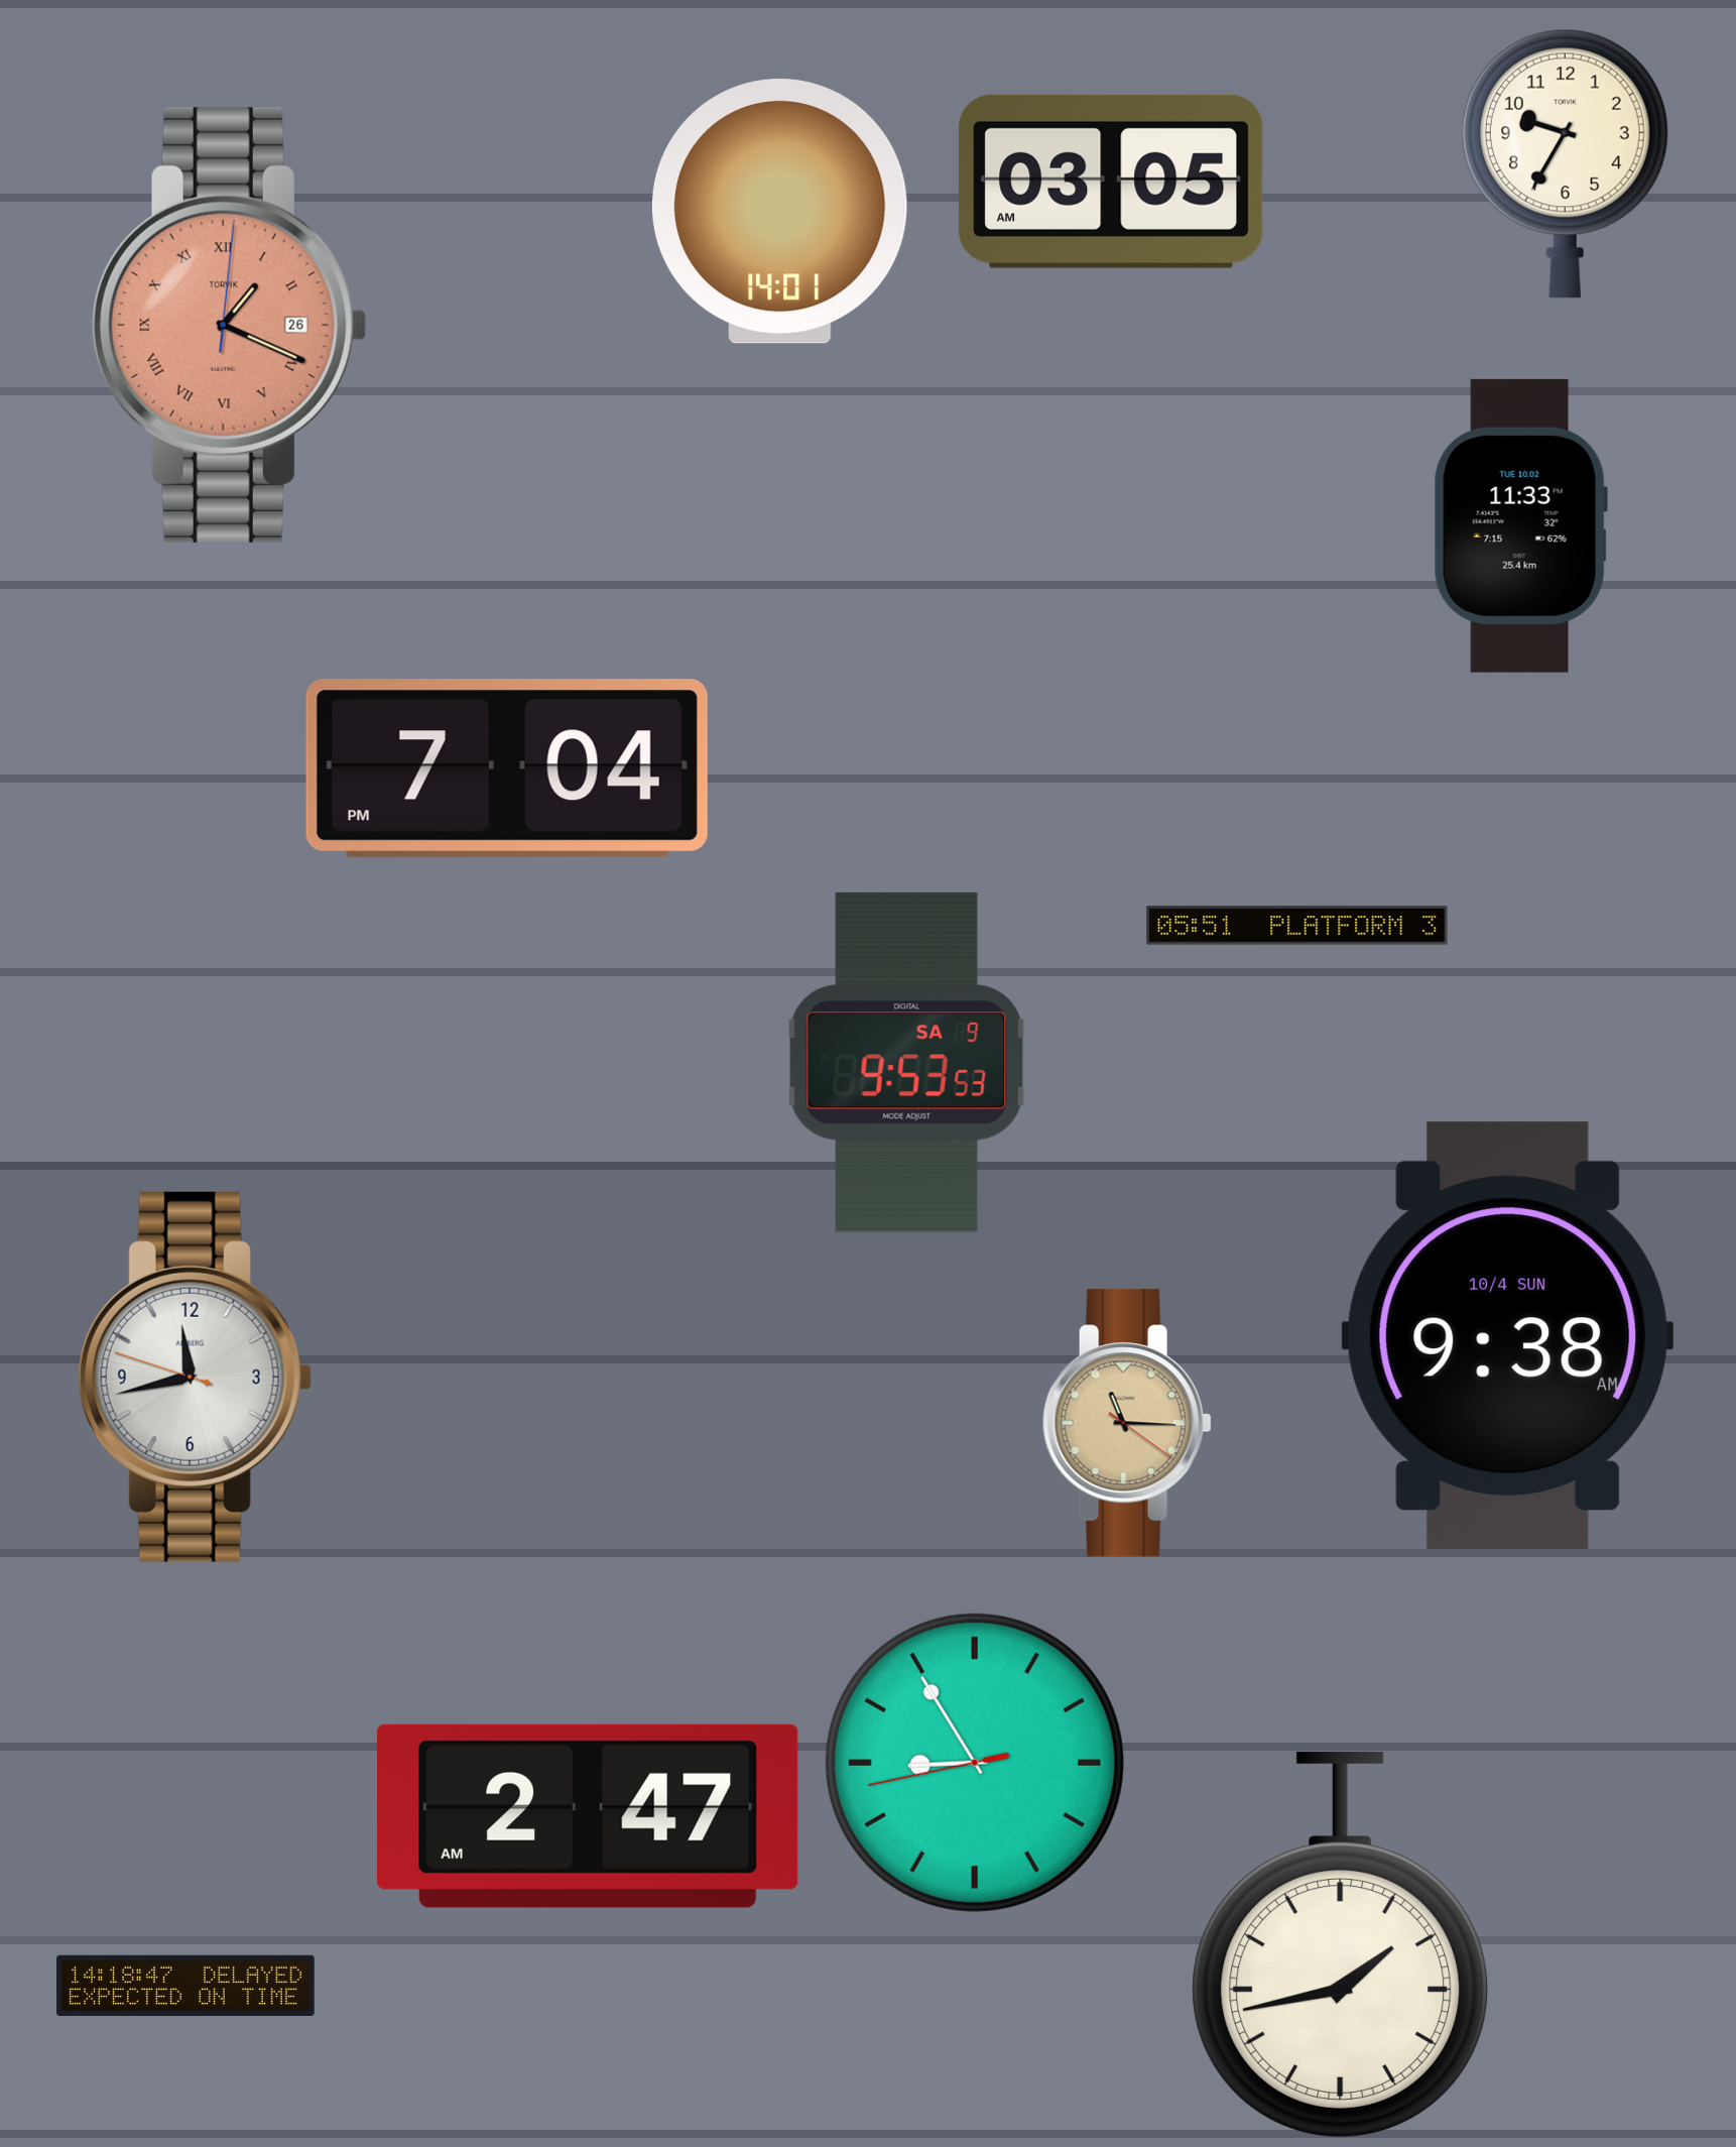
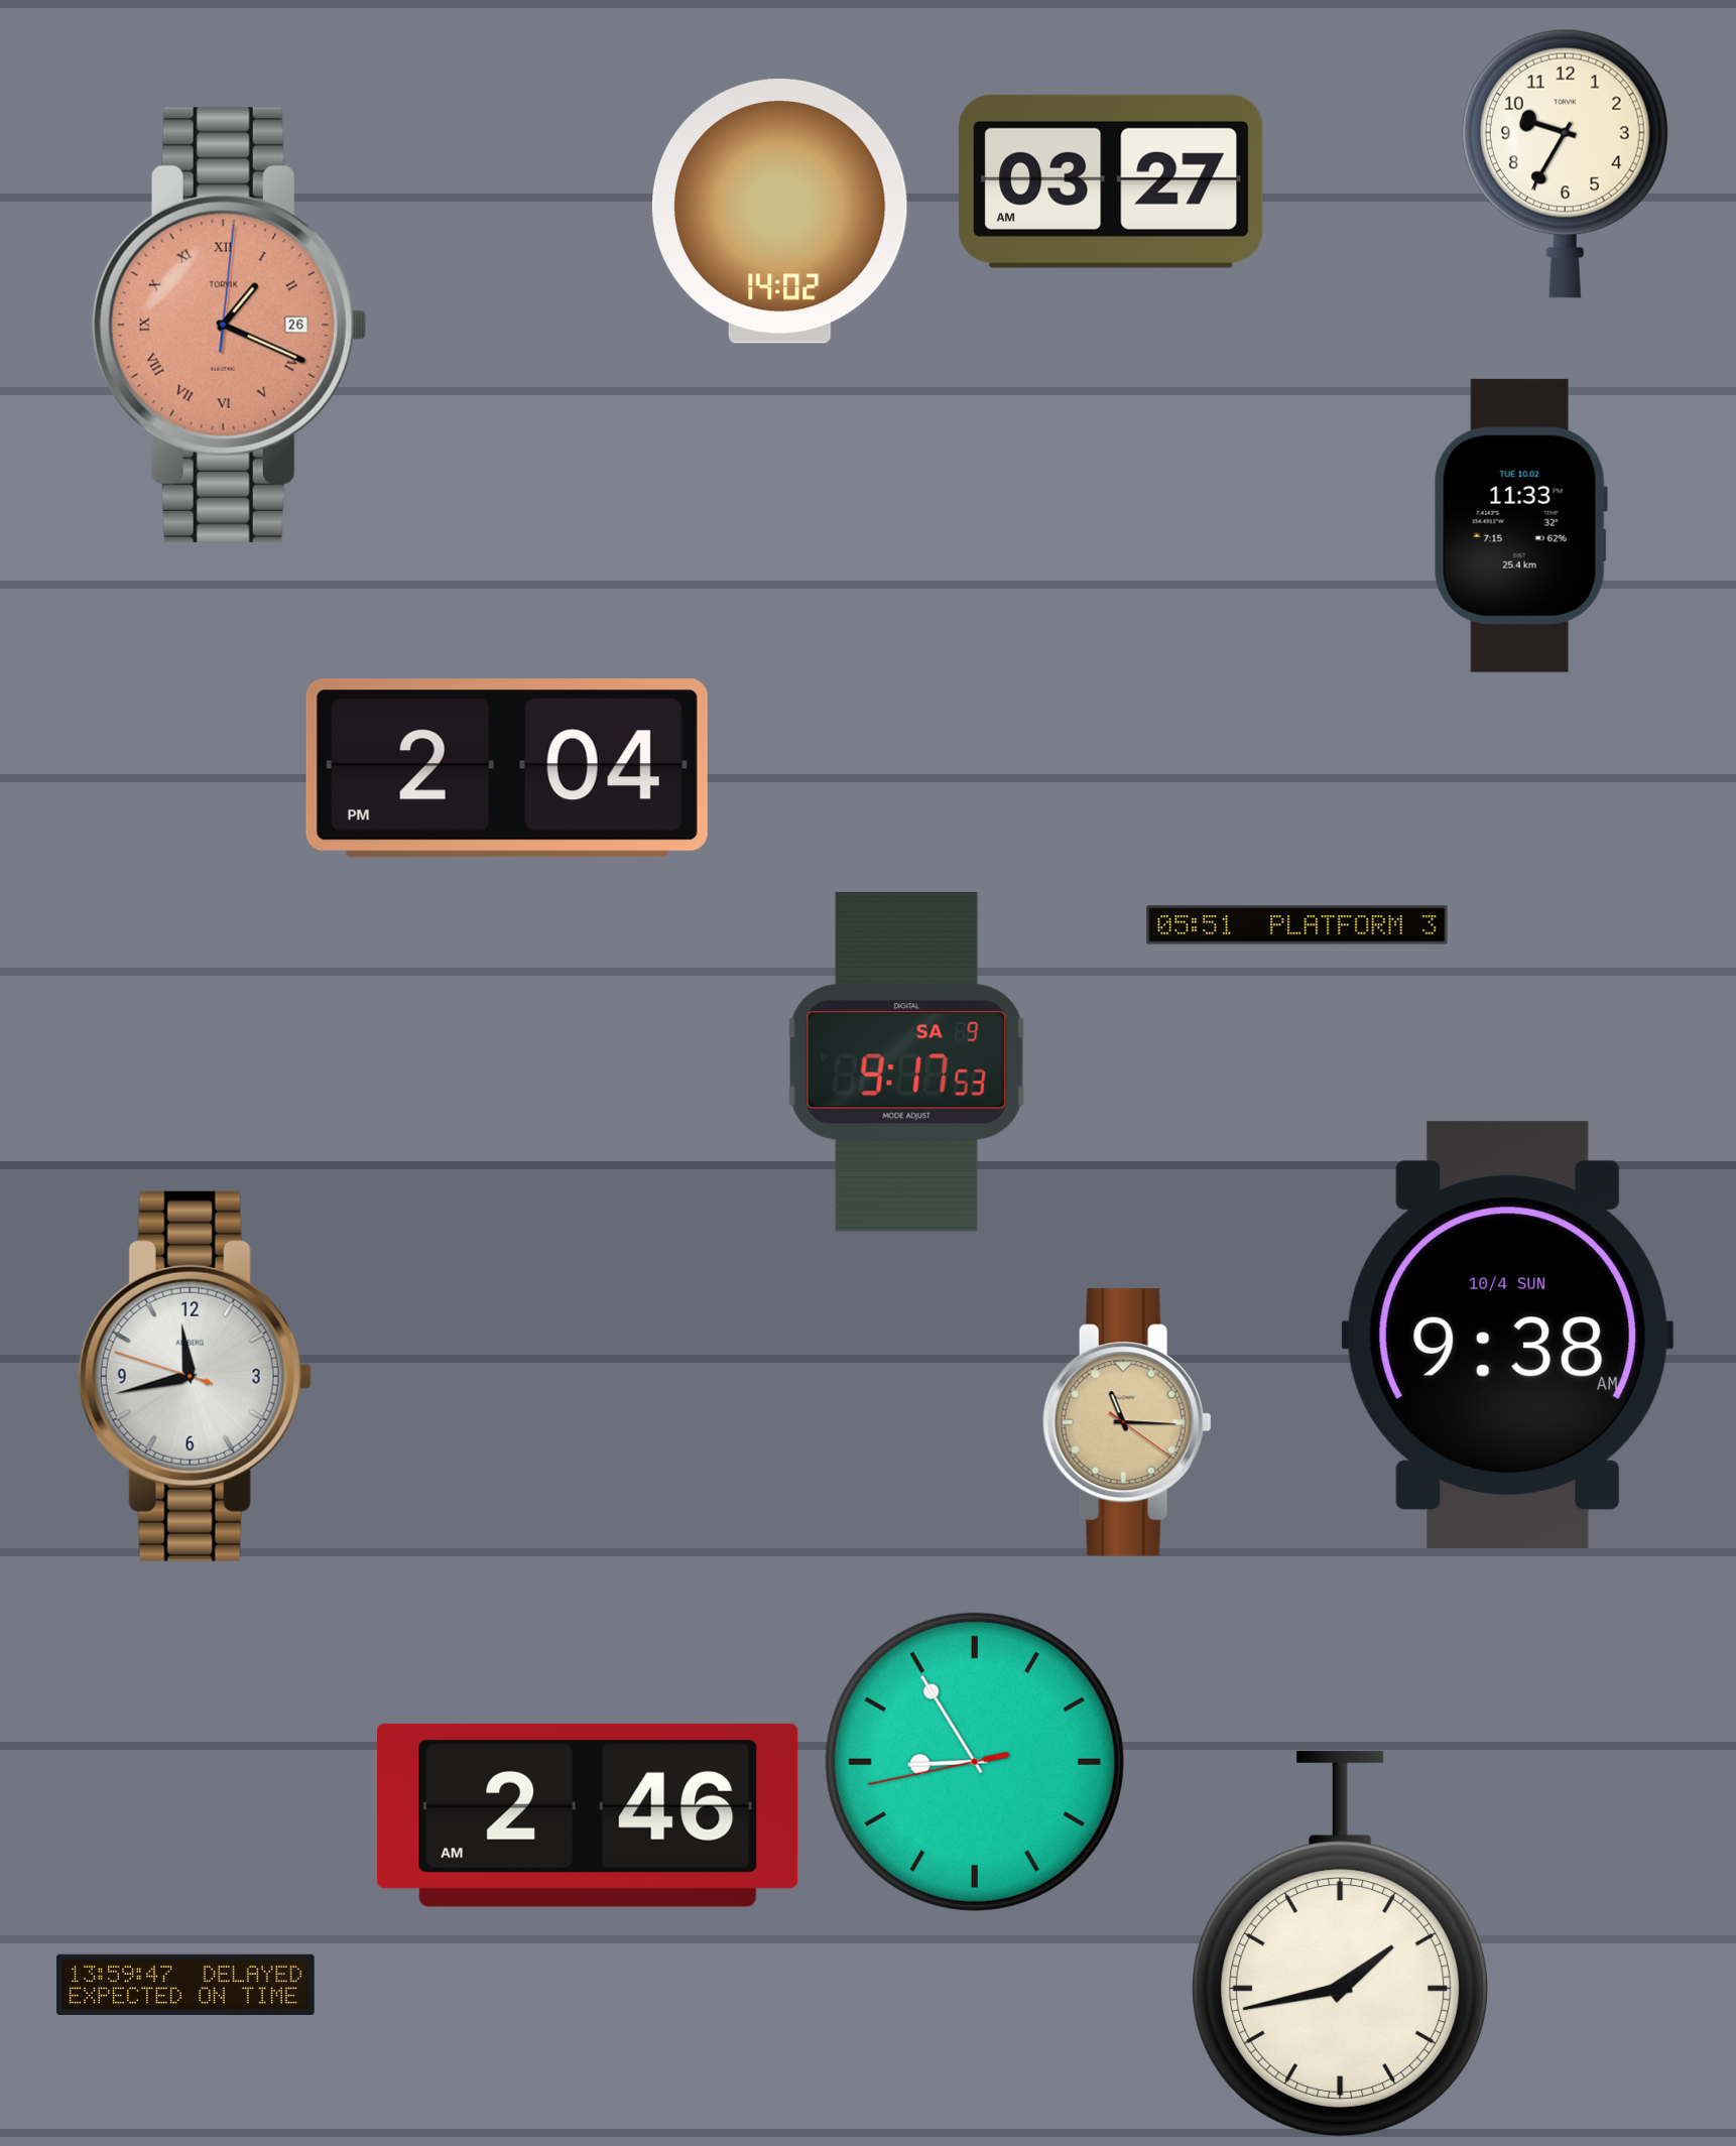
clock at (1111, 182): 03:05 -> 03:27
clock at (779, 212): 14:01 -> 14:02
clock at (507, 768): 7:04 -> 2:04
clock at (907, 1062): 9:53 -> 9:17
clock at (589, 1816): 2:47 -> 2:46
clock at (185, 1985): 14:18 -> 13:59
